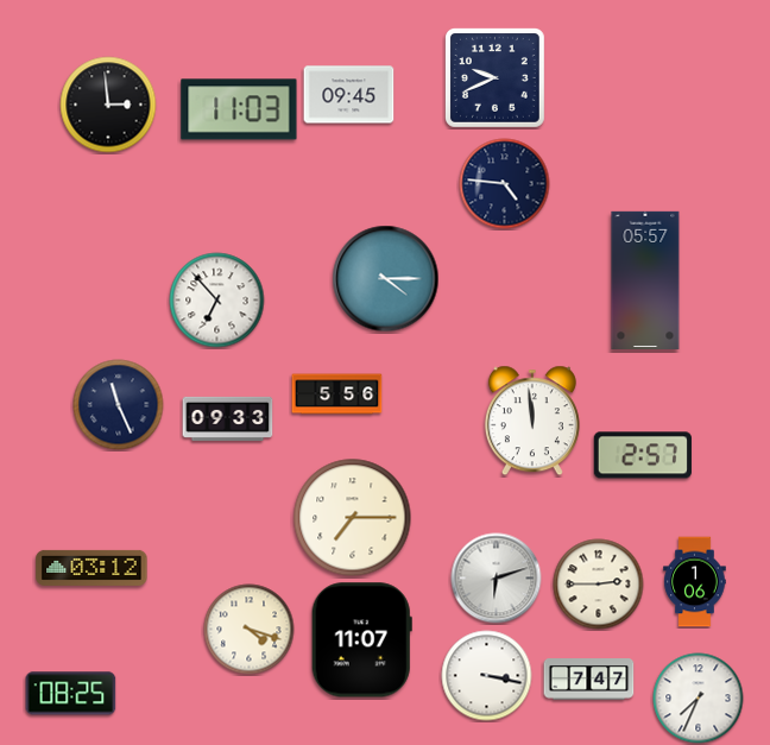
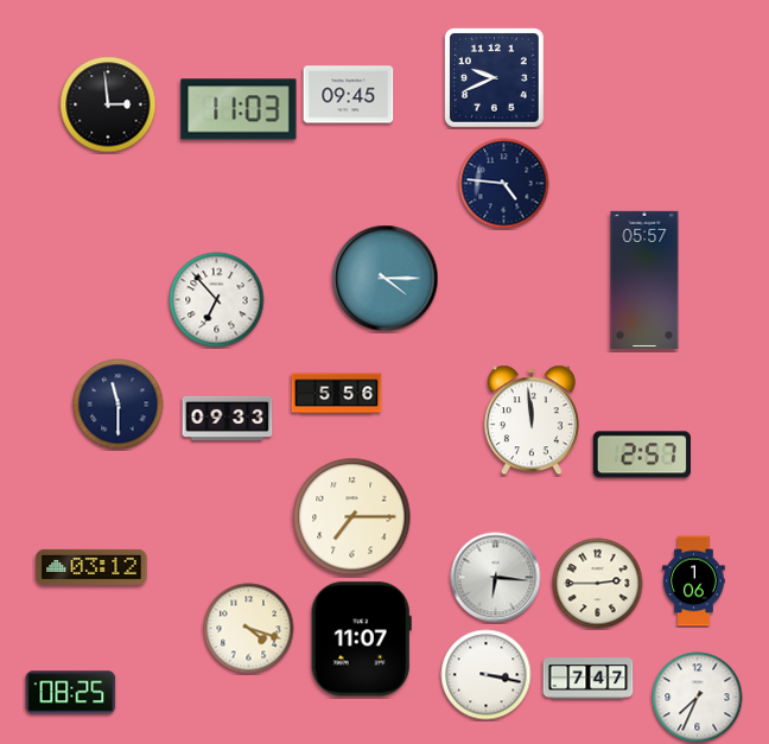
clock at (119, 405): 11:26 -> 11:30
clock at (497, 579): 6:12 -> 6:16
